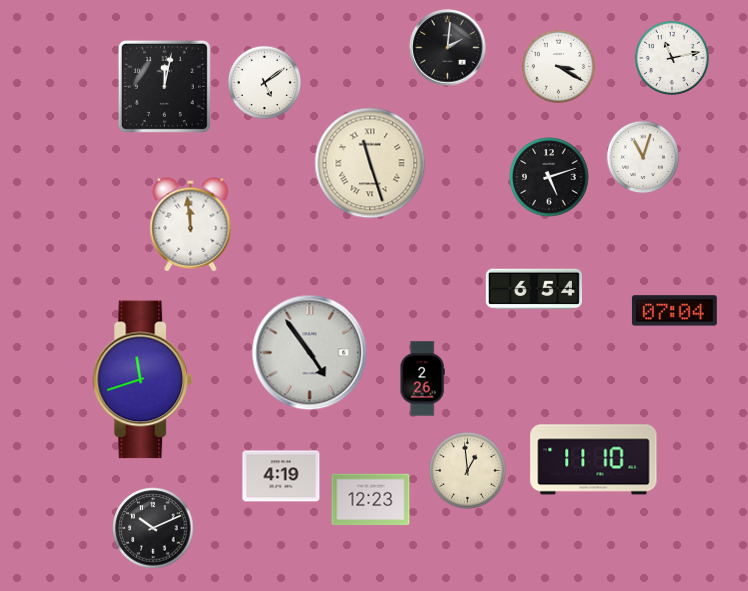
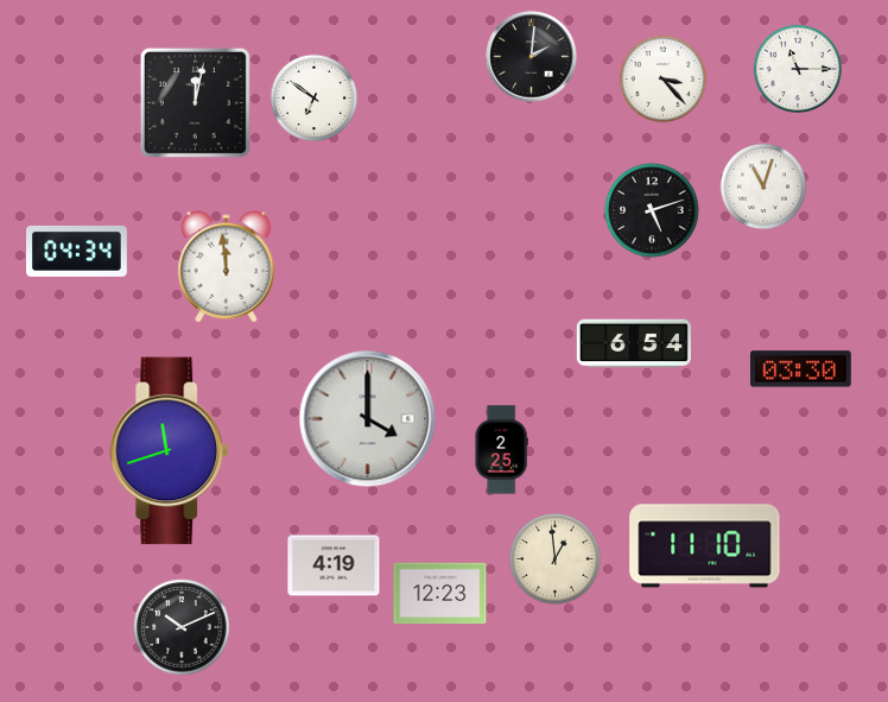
clock at (671, 57): 11:13 -> 11:15
clock at (559, 67): 3:20 -> 3:23
clock at (265, 83): 5:09 -> 6:51
clock at (370, 163): 11:27 -> none
clock at (77, 251): none -> 04:34
clock at (674, 311): 07:04 -> 03:30
clock at (310, 353): 4:54 -> 4:00
clock at (422, 379): 2:26 -> 2:25
